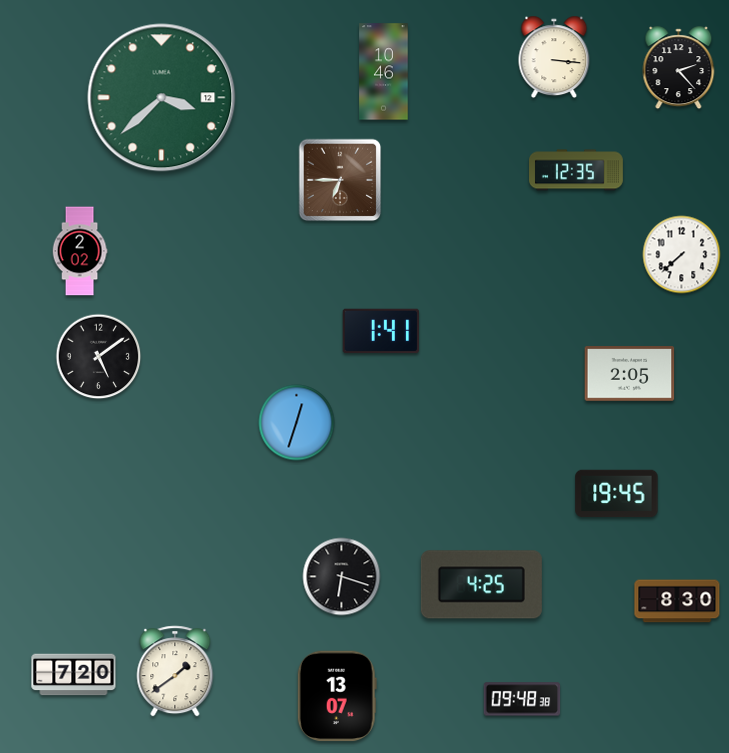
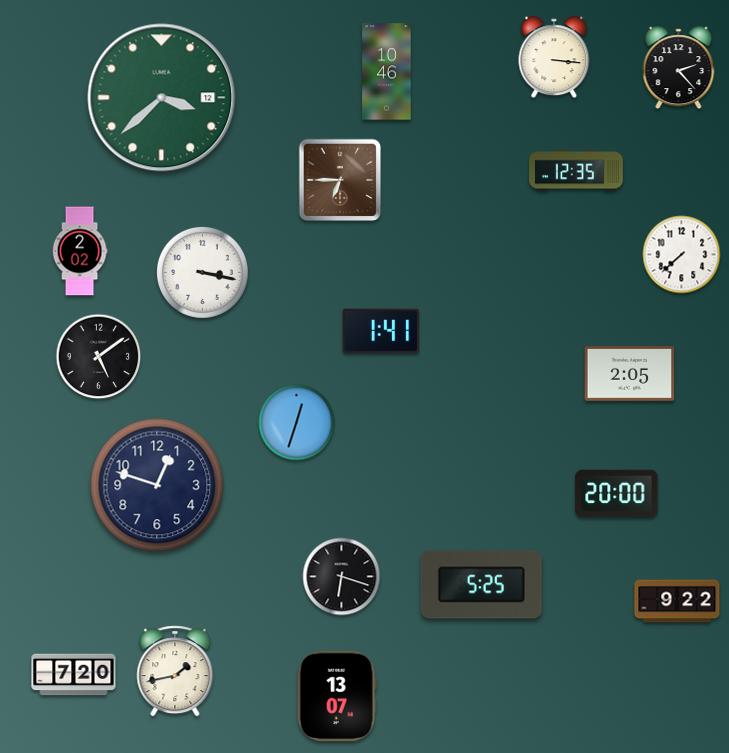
clock at (384, 72) position: (384, 72) -> (387, 72)
clock at (202, 272): none -> 3:17
clock at (157, 485): none -> 12:48
clock at (617, 494): 19:45 -> 20:00
clock at (481, 585): 4:25 -> 5:25
clock at (677, 601): 8:30 -> 9:22
clock at (175, 671): 1:39 -> 1:43
clock at (522, 699): 09:48 -> none
